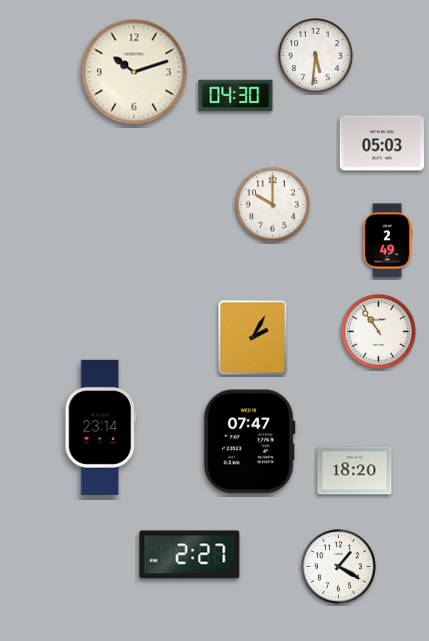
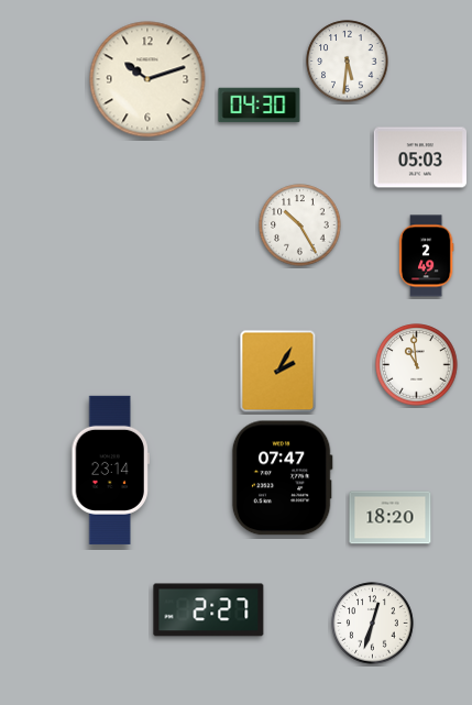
clock at (273, 205): 10:00 -> 10:25
clock at (387, 241) position: (387, 241) -> (426, 256)
clock at (379, 332): 10:54 -> 10:59
clock at (249, 442) position: (249, 442) -> (282, 478)
clock at (339, 567): 1:20 -> 12:33
